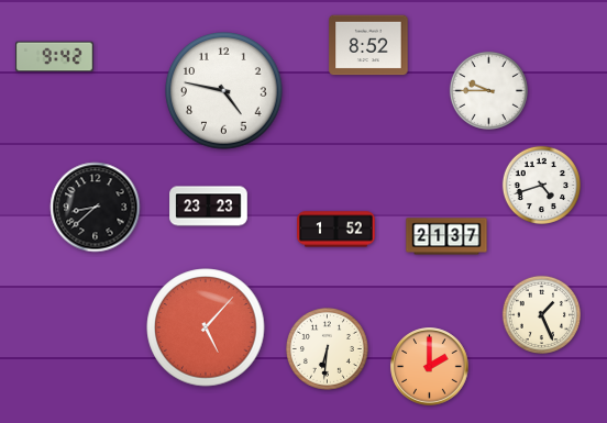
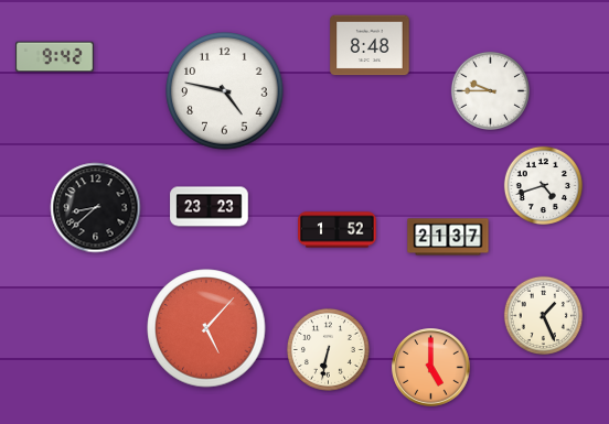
clock at (368, 45): 8:52 -> 8:48
clock at (328, 349): 6:31 -> 6:32
clock at (430, 367): 2:00 -> 5:00
